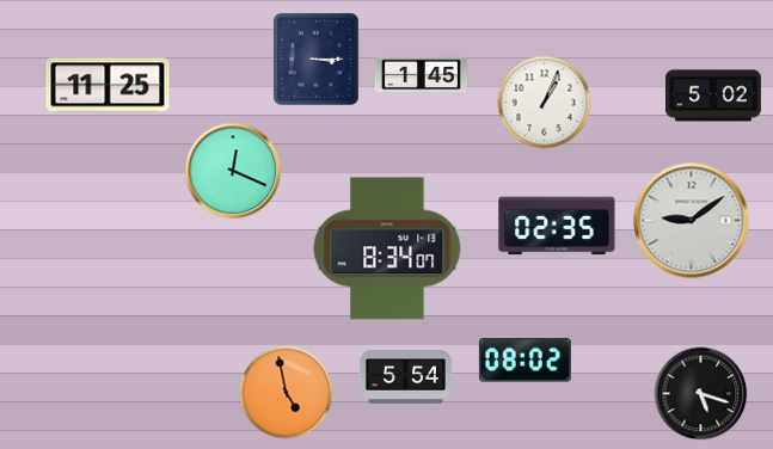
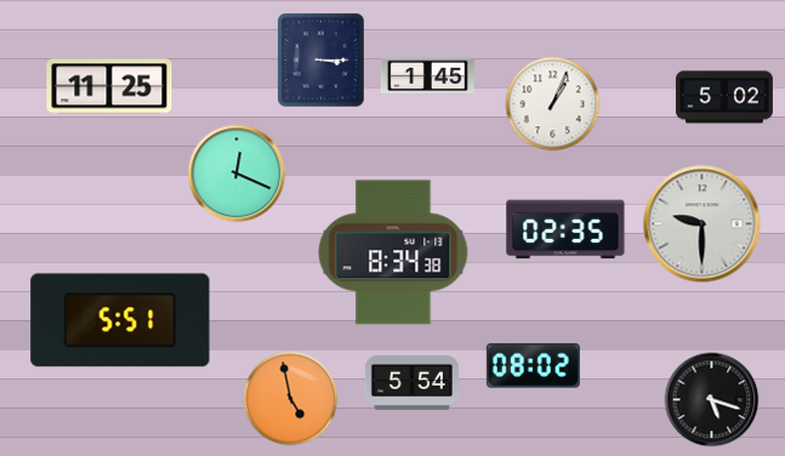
clock at (692, 221): 9:09 -> 9:30
clock at (387, 248): 8:34:07 -> 8:34:38
clock at (120, 320): none -> 5:51
